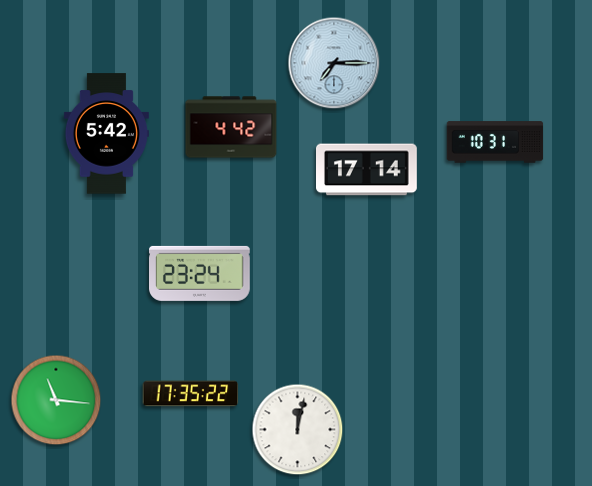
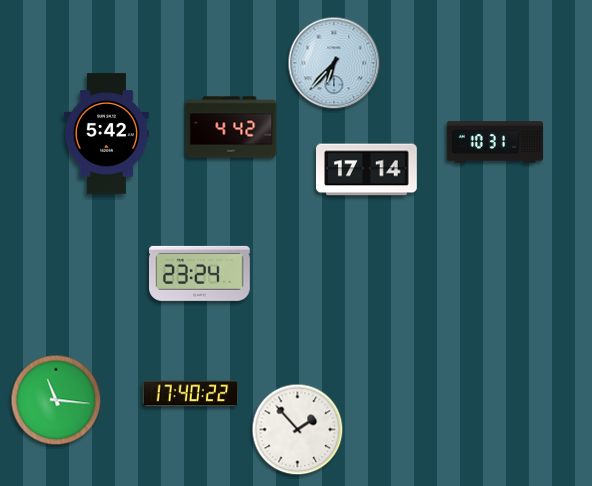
clock at (334, 63): 7:15 -> 6:37
clock at (191, 394): 17:35 -> 17:40
clock at (298, 430): 12:02 -> 1:53
